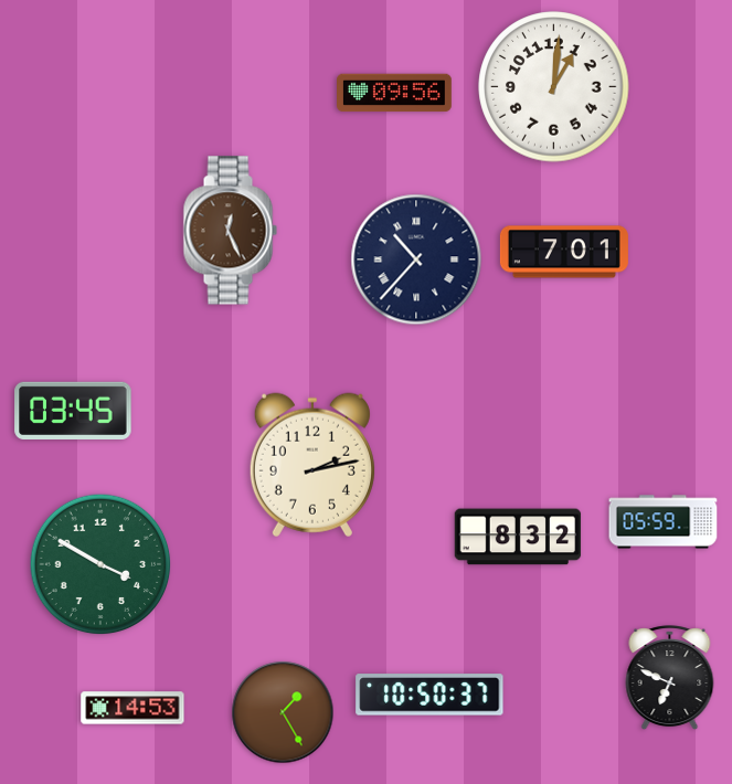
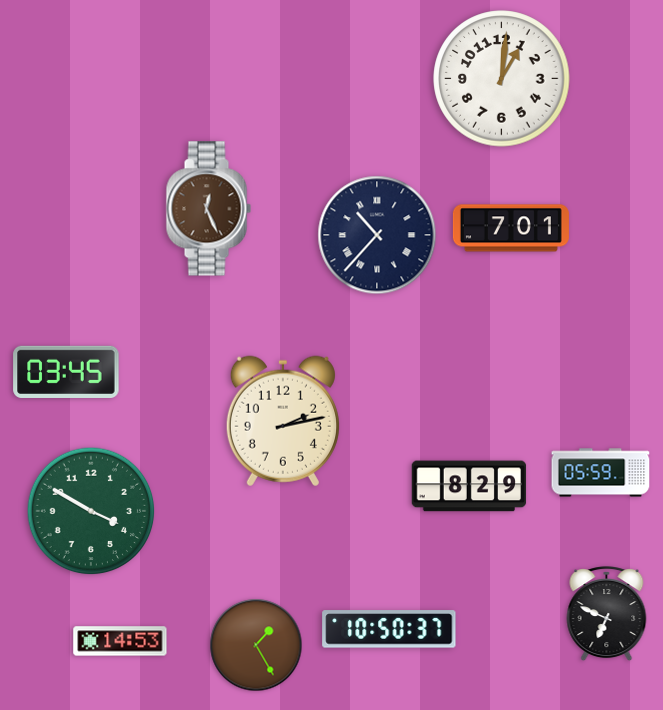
clock at (395, 93): 09:56 -> none
clock at (518, 537): 8:32 -> 8:29
